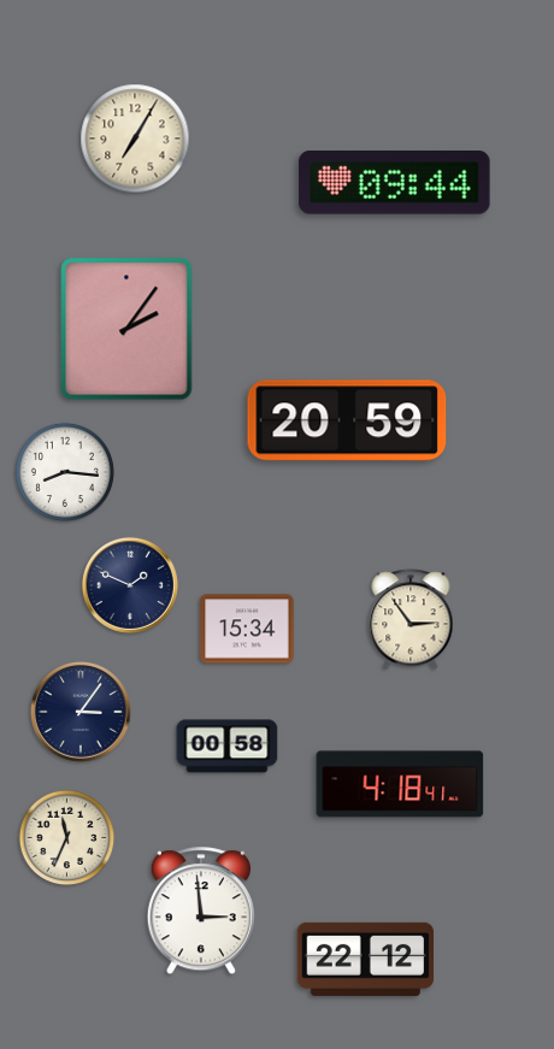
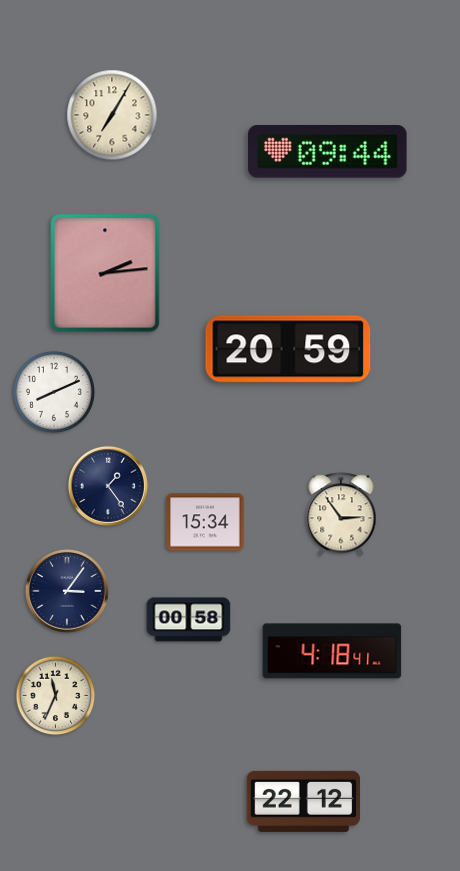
clock at (126, 329): 2:06 -> 2:14
clock at (65, 472): 8:16 -> 8:11
clock at (130, 585): 1:49 -> 1:24
clock at (201, 912): 2:59 -> none
clock at (365, 959) position: (365, 959) -> (303, 801)
